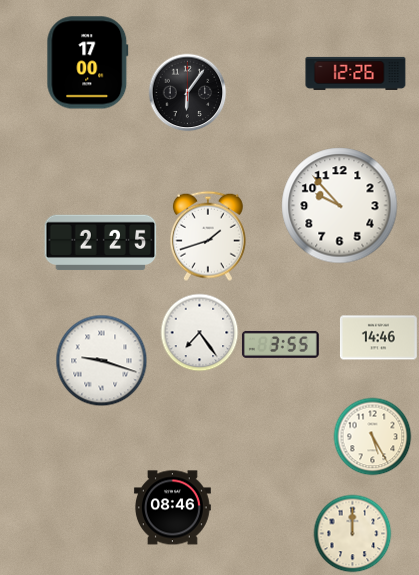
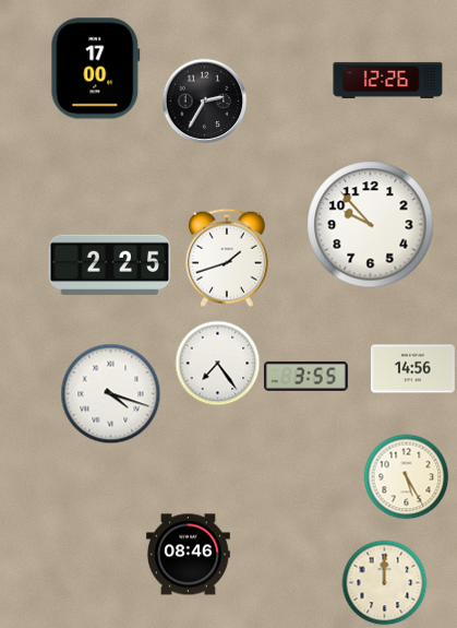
clock at (187, 92): 6:06 -> 2:35
clock at (378, 338): 14:46 -> 14:56
clock at (101, 360): 9:18 -> 4:18
